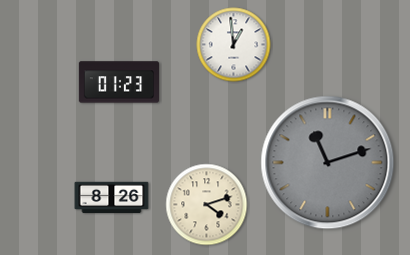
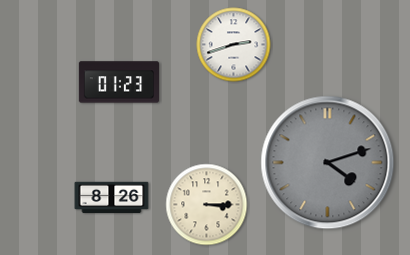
clock at (234, 45): 12:59 -> 2:42
clock at (328, 163): 11:12 -> 4:12
clock at (207, 205): 4:12 -> 3:15
